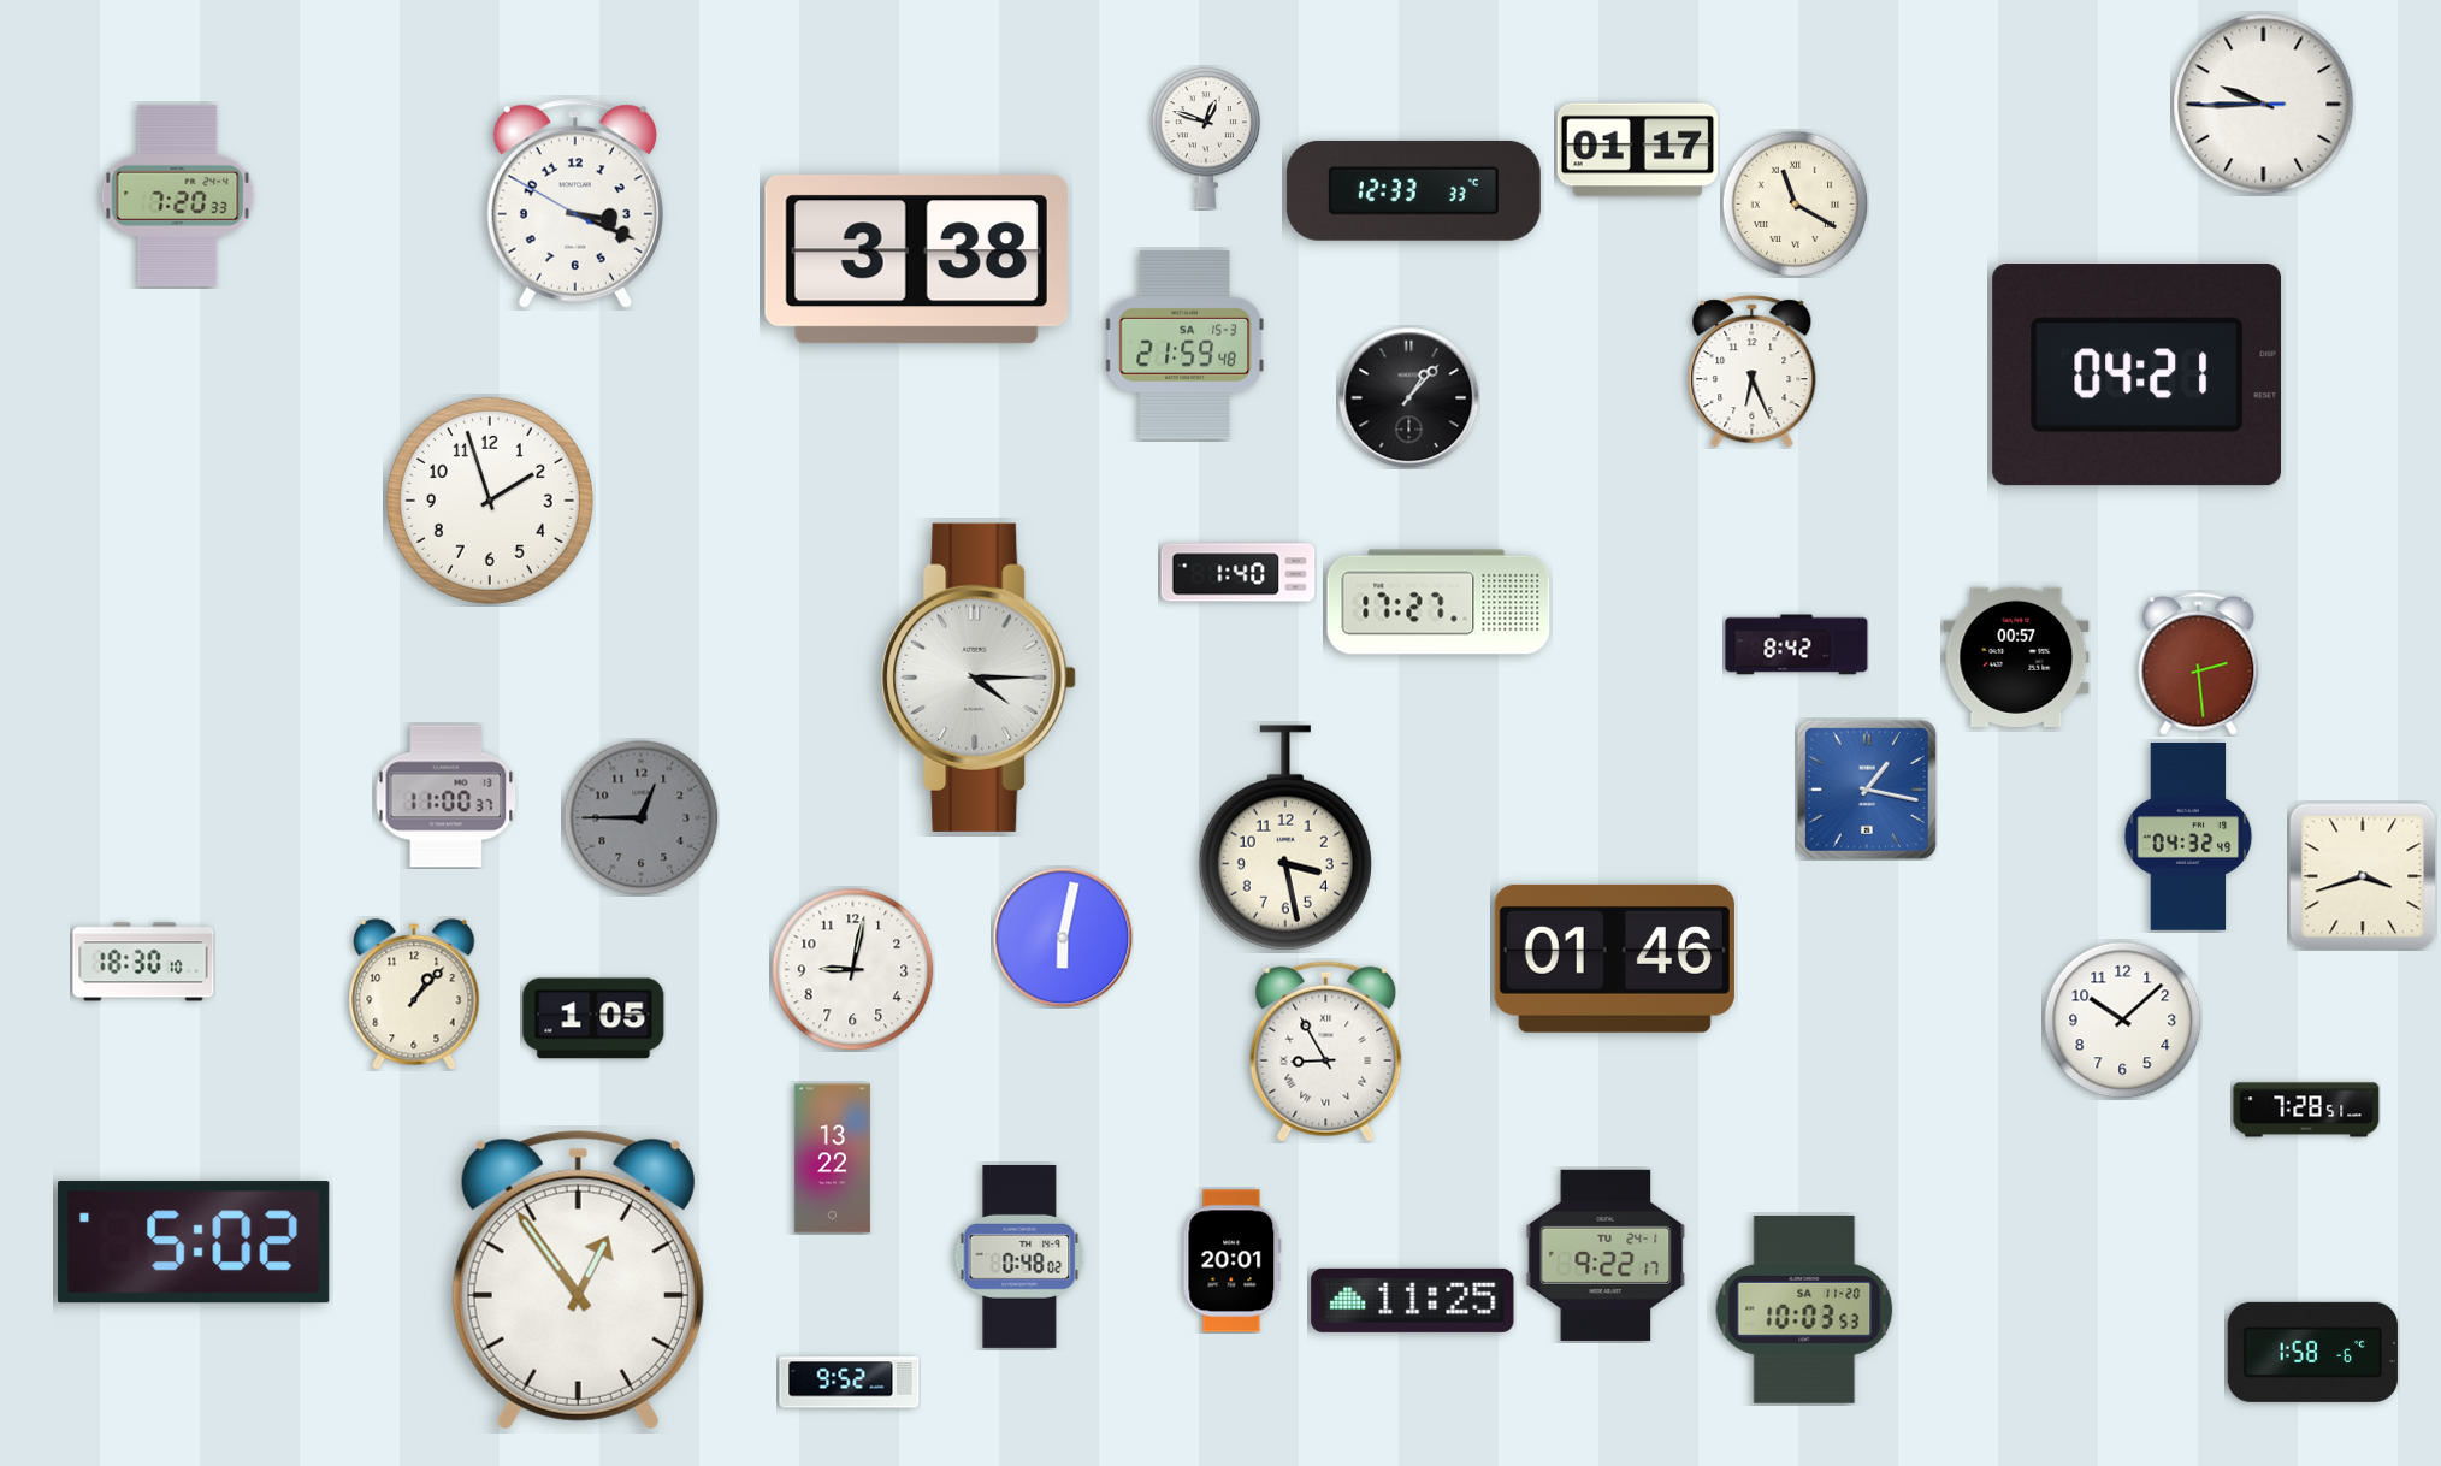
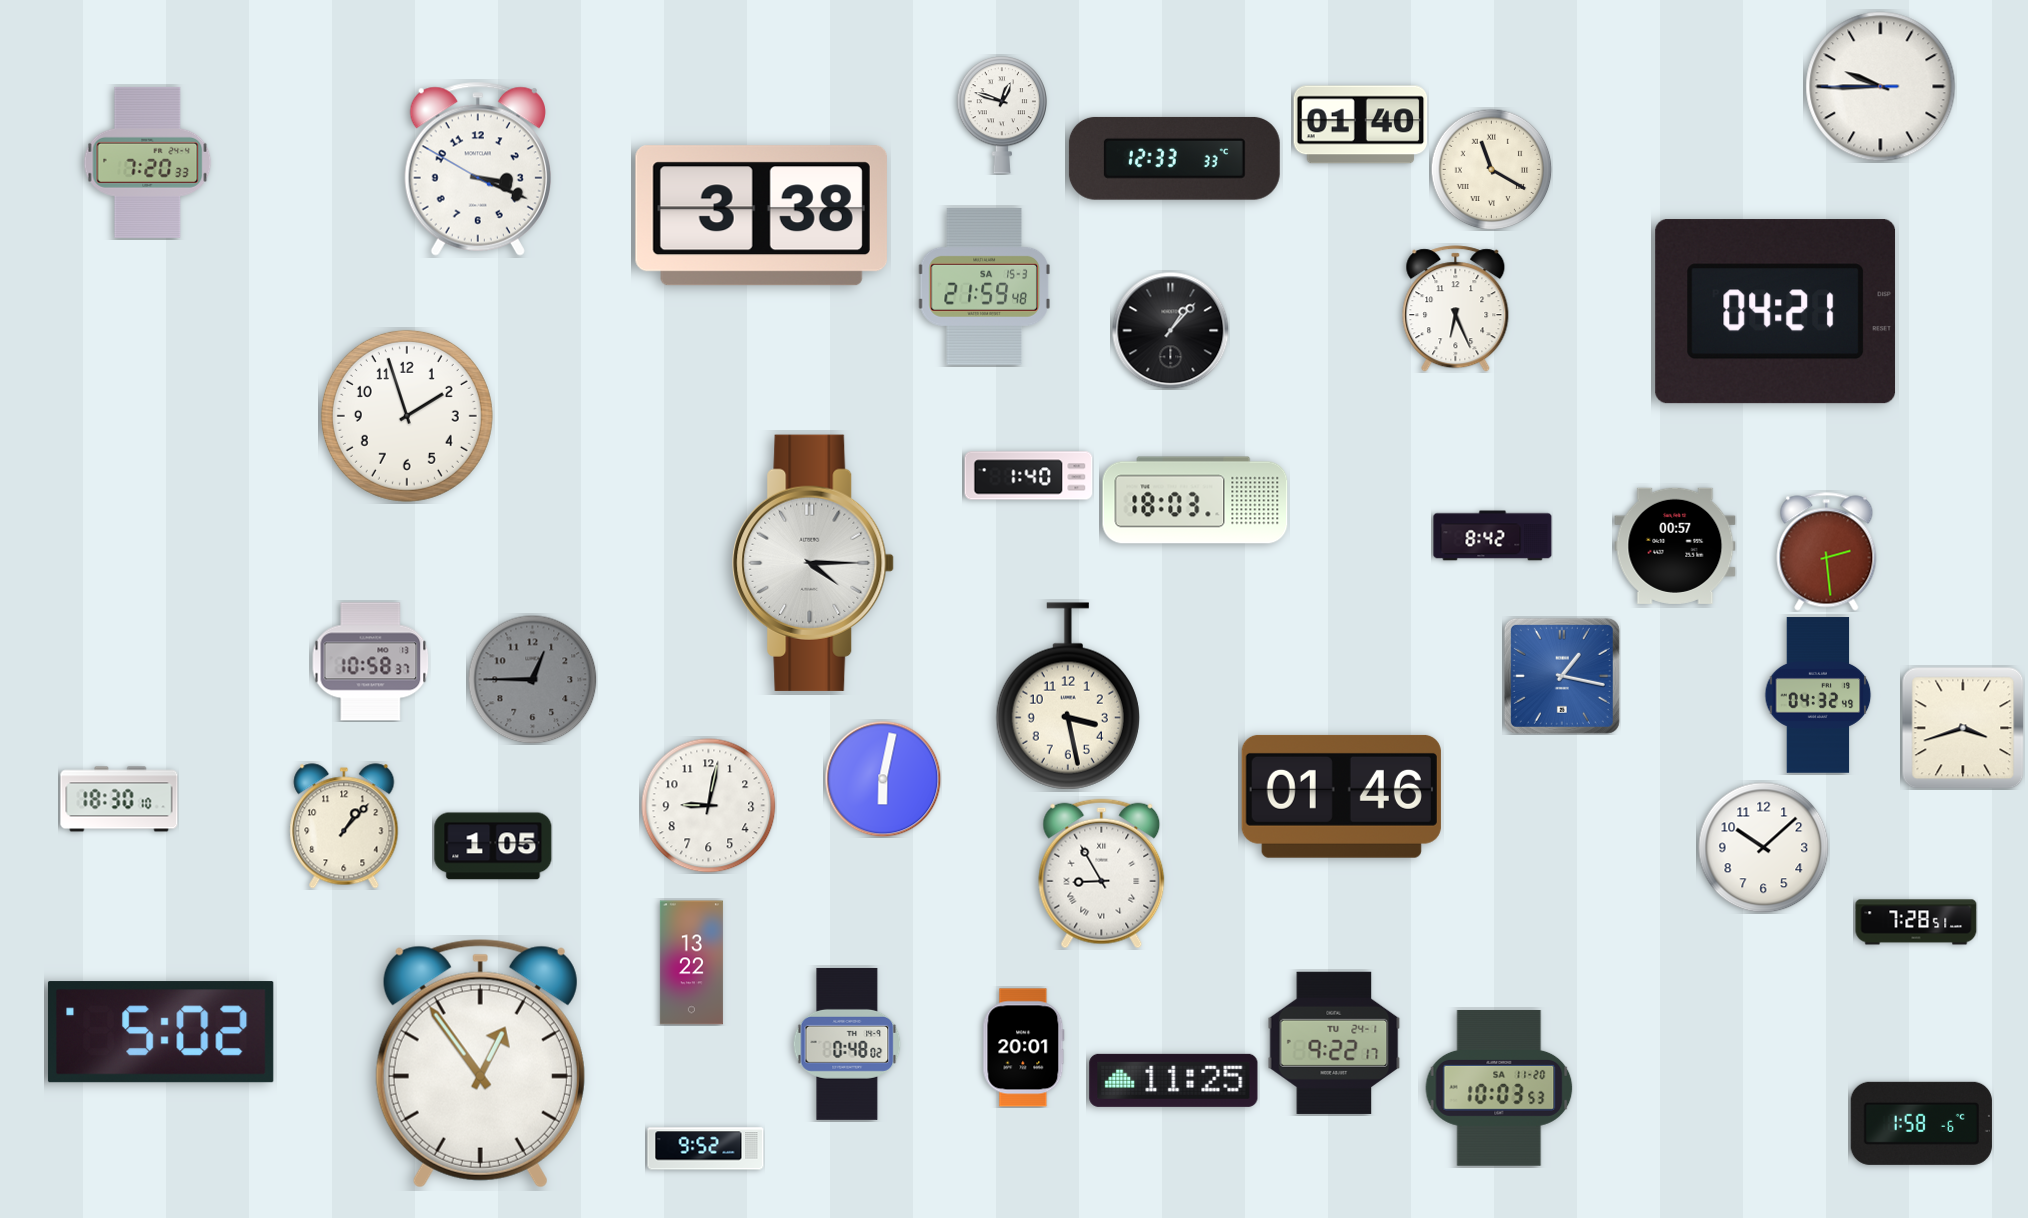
clock at (1638, 150): 01:17 -> 01:40
clock at (1438, 602): 17:27 -> 18:03
clock at (1867, 790) position: (1867, 790) -> (1562, 676)
clock at (447, 797): 11:00 -> 10:58
